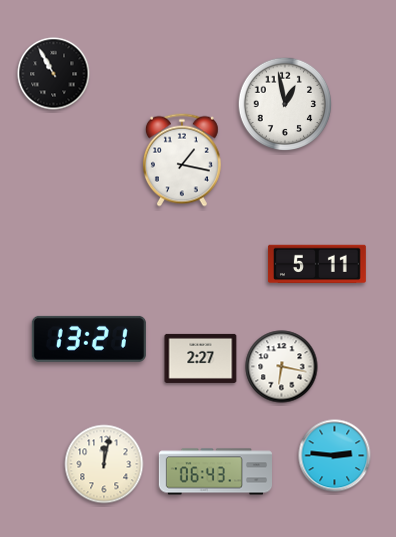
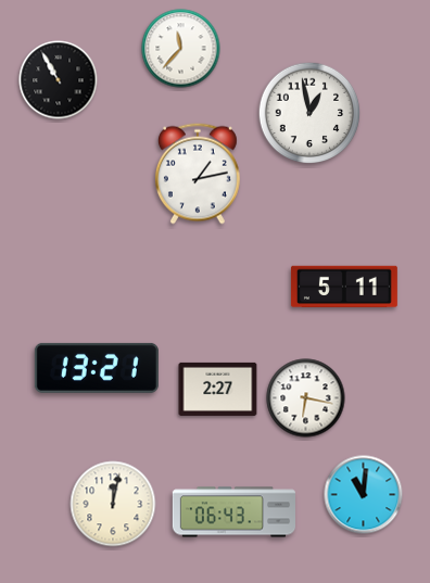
clock at (181, 49): none -> 11:37
clock at (182, 160): 1:17 -> 1:13
clock at (335, 456): 2:46 -> 11:01
